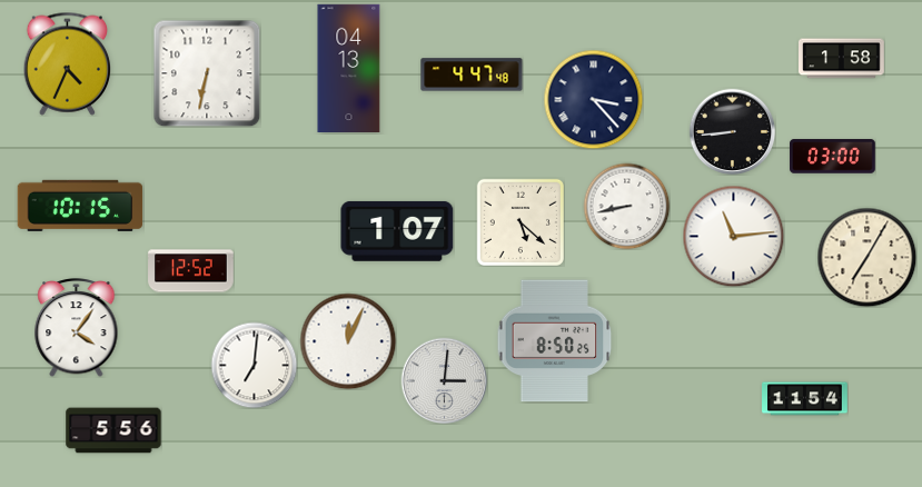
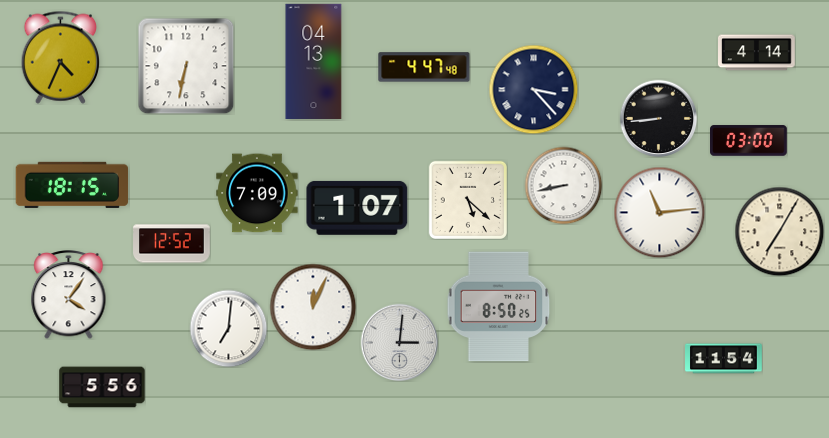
clock at (842, 59): 1:58 -> 4:14
clock at (80, 206): 10:15 -> 18:15
clock at (257, 193): none -> 7:09
